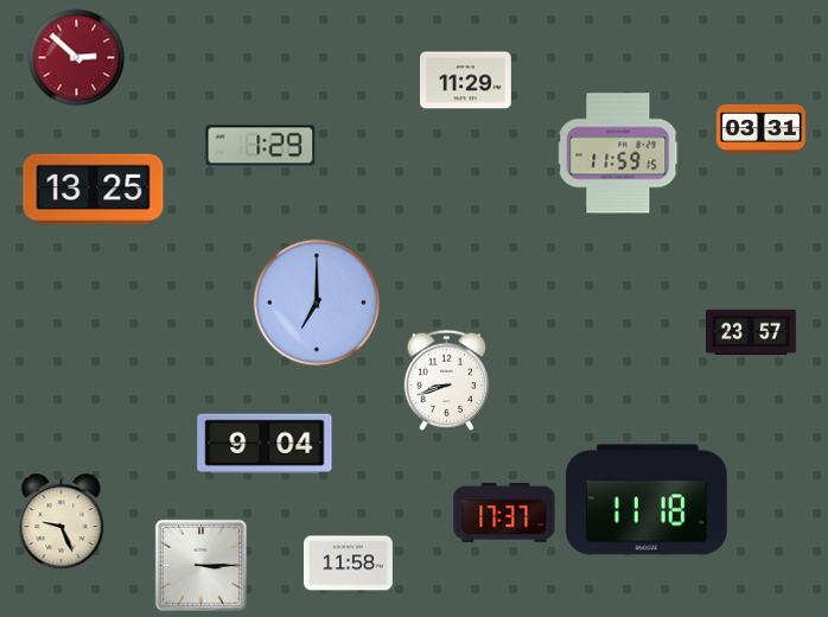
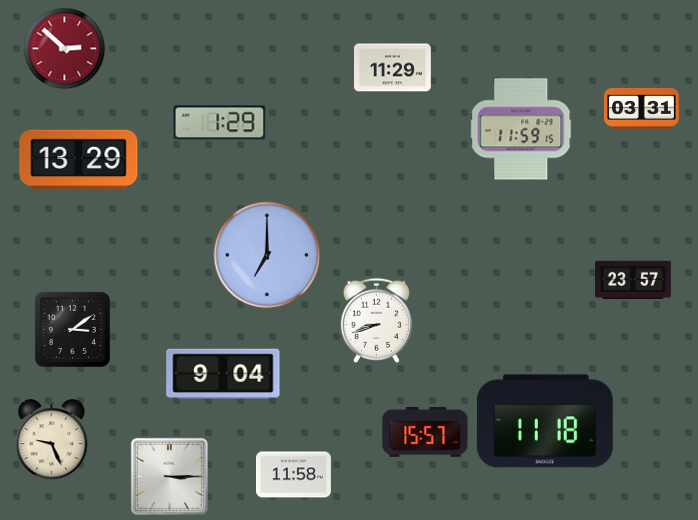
clock at (94, 190): 13:25 -> 13:29
clock at (72, 329): none -> 3:09
clock at (504, 513): 17:37 -> 15:57
